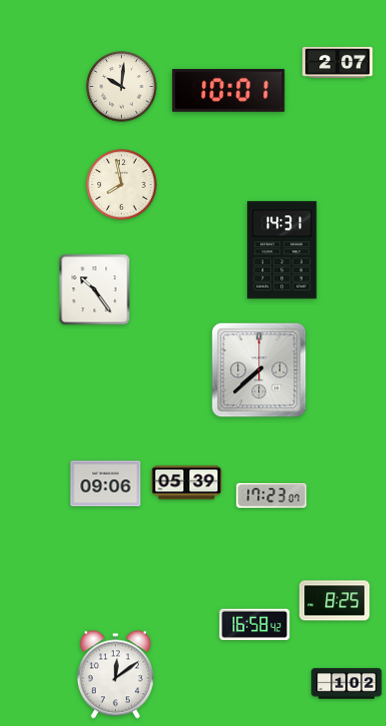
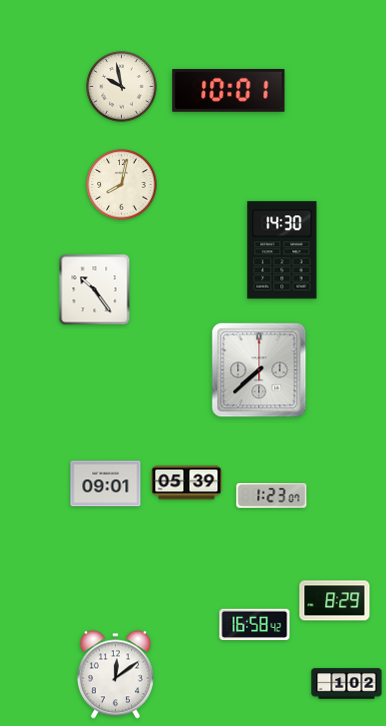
clock at (338, 62): 2:07 -> none
clock at (122, 87): 10:01 -> 9:58
clock at (122, 185): 7:58 -> 8:02
clock at (282, 250): 14:31 -> 14:30
clock at (106, 484): 09:06 -> 09:01
clock at (272, 496): 17:23 -> 1:23
clock at (335, 601): 8:25 -> 8:29
